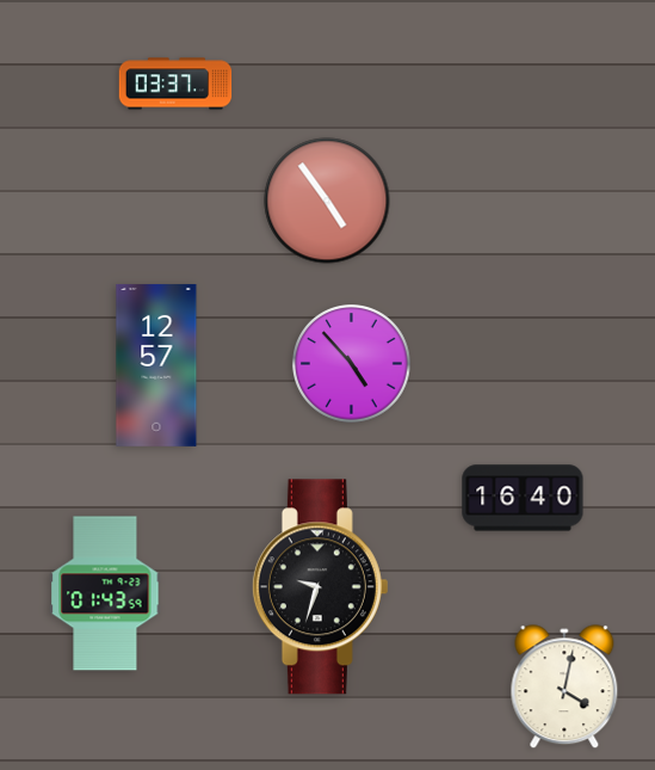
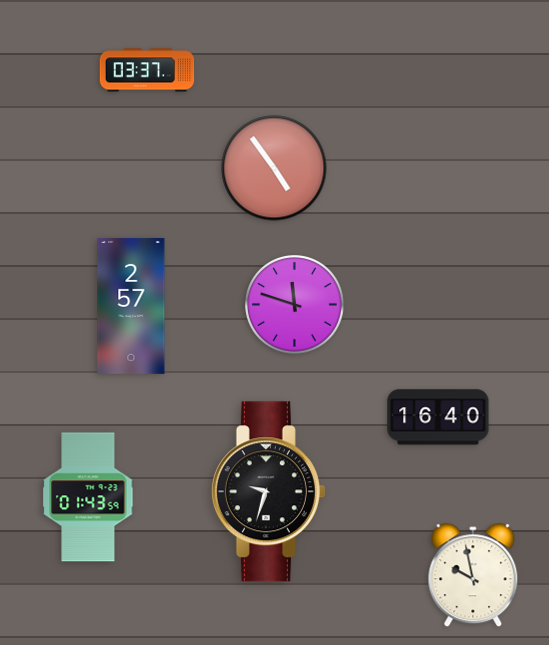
clock at (352, 364): 4:53 -> 11:48
clock at (156, 365): 12:57 -> 2:57
clock at (564, 688): 4:02 -> 9:58
